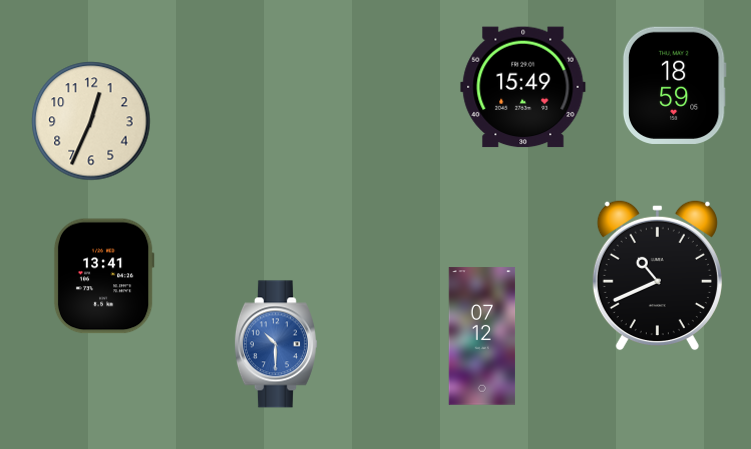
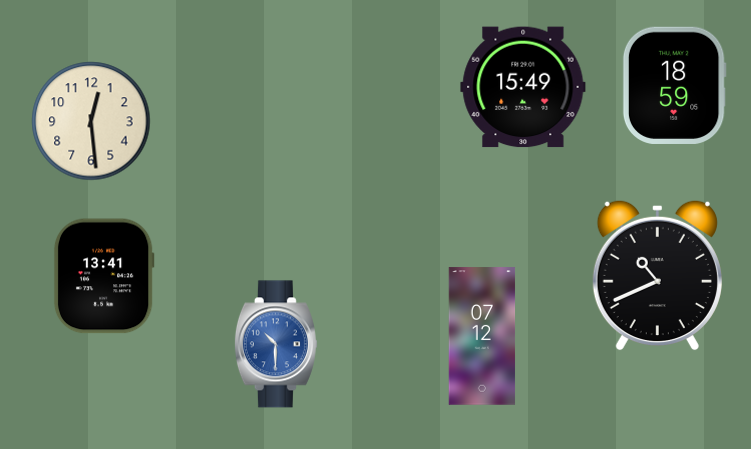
clock at (91, 121): 12:34 -> 12:29
